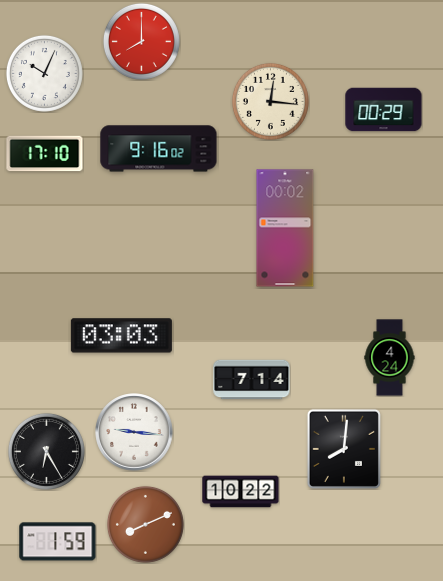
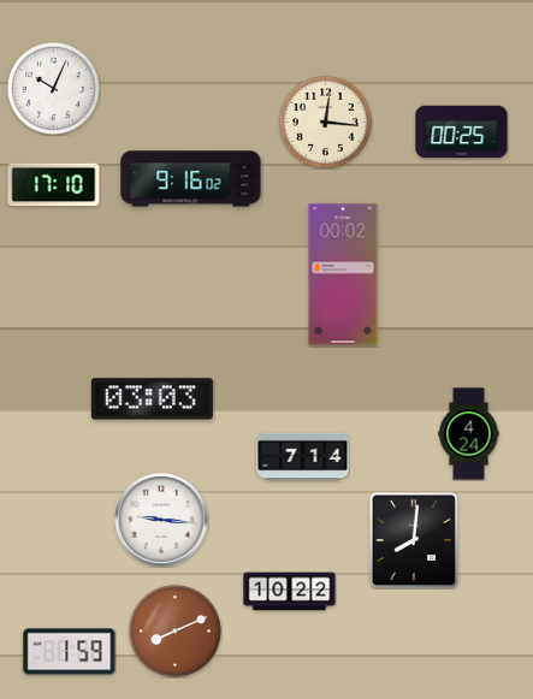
clock at (141, 41): 8:00 -> none
clock at (384, 110): 00:29 -> 00:25
clock at (121, 336) position: (121, 336) -> (152, 399)
clock at (390, 358) position: (390, 358) -> (469, 434)
clock at (46, 451): 6:25 -> none
